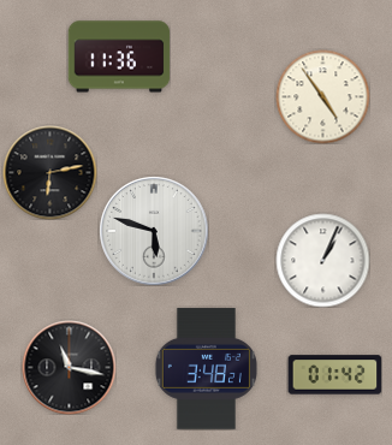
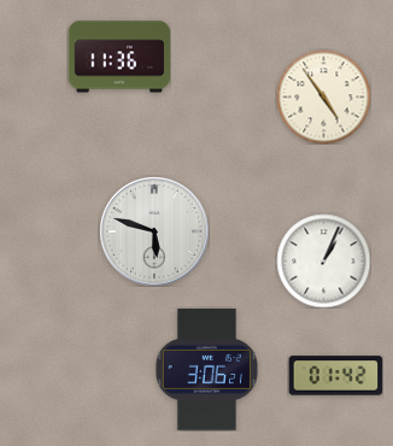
clock at (49, 172): 6:13 -> none
clock at (69, 367): 11:17 -> none
clock at (206, 369): 3:48 -> 3:06
